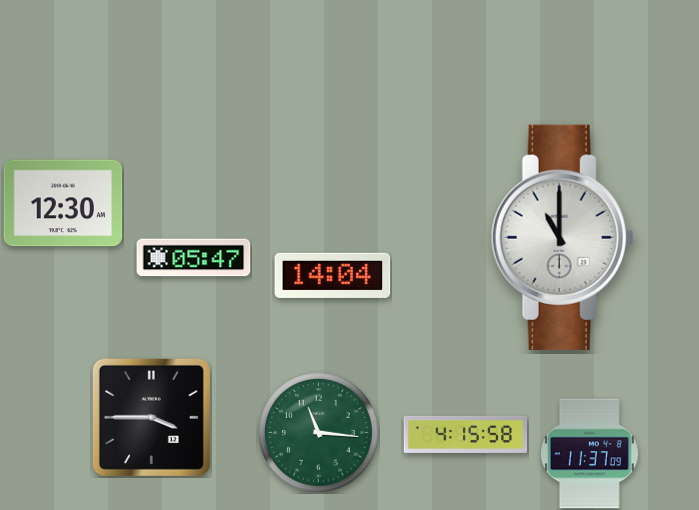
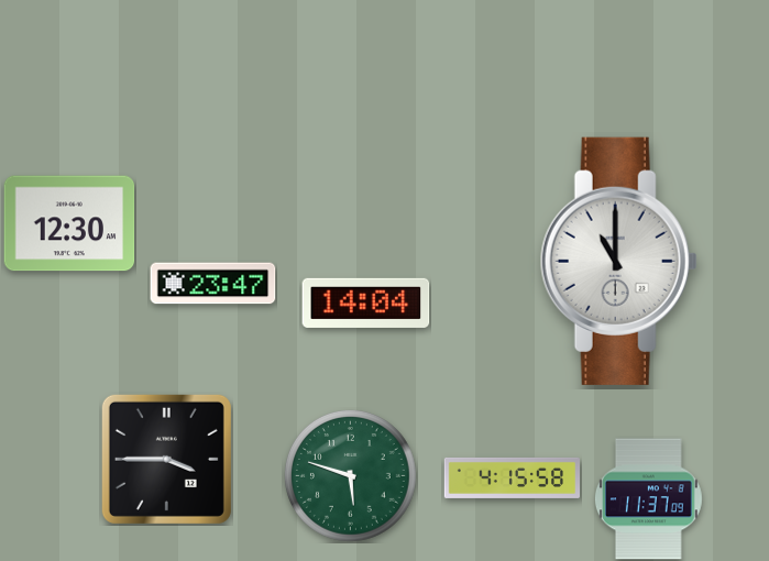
clock at (194, 258): 05:47 -> 23:47
clock at (319, 433): 11:16 -> 5:48
